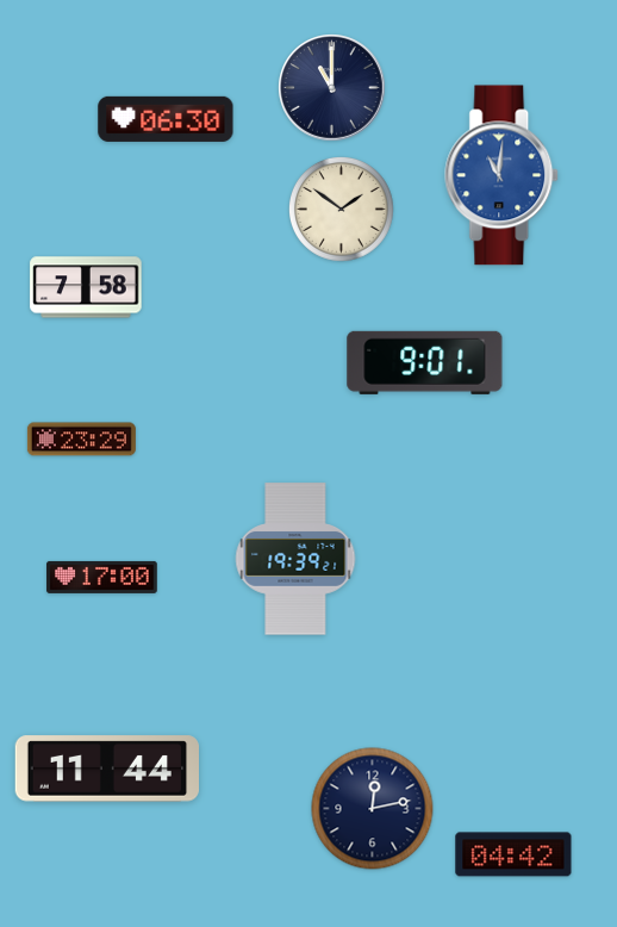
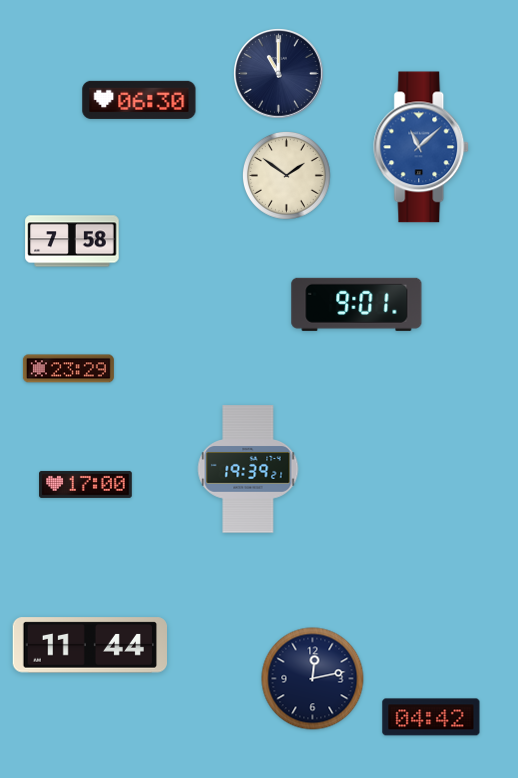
clock at (503, 175): 11:01 -> 11:08
